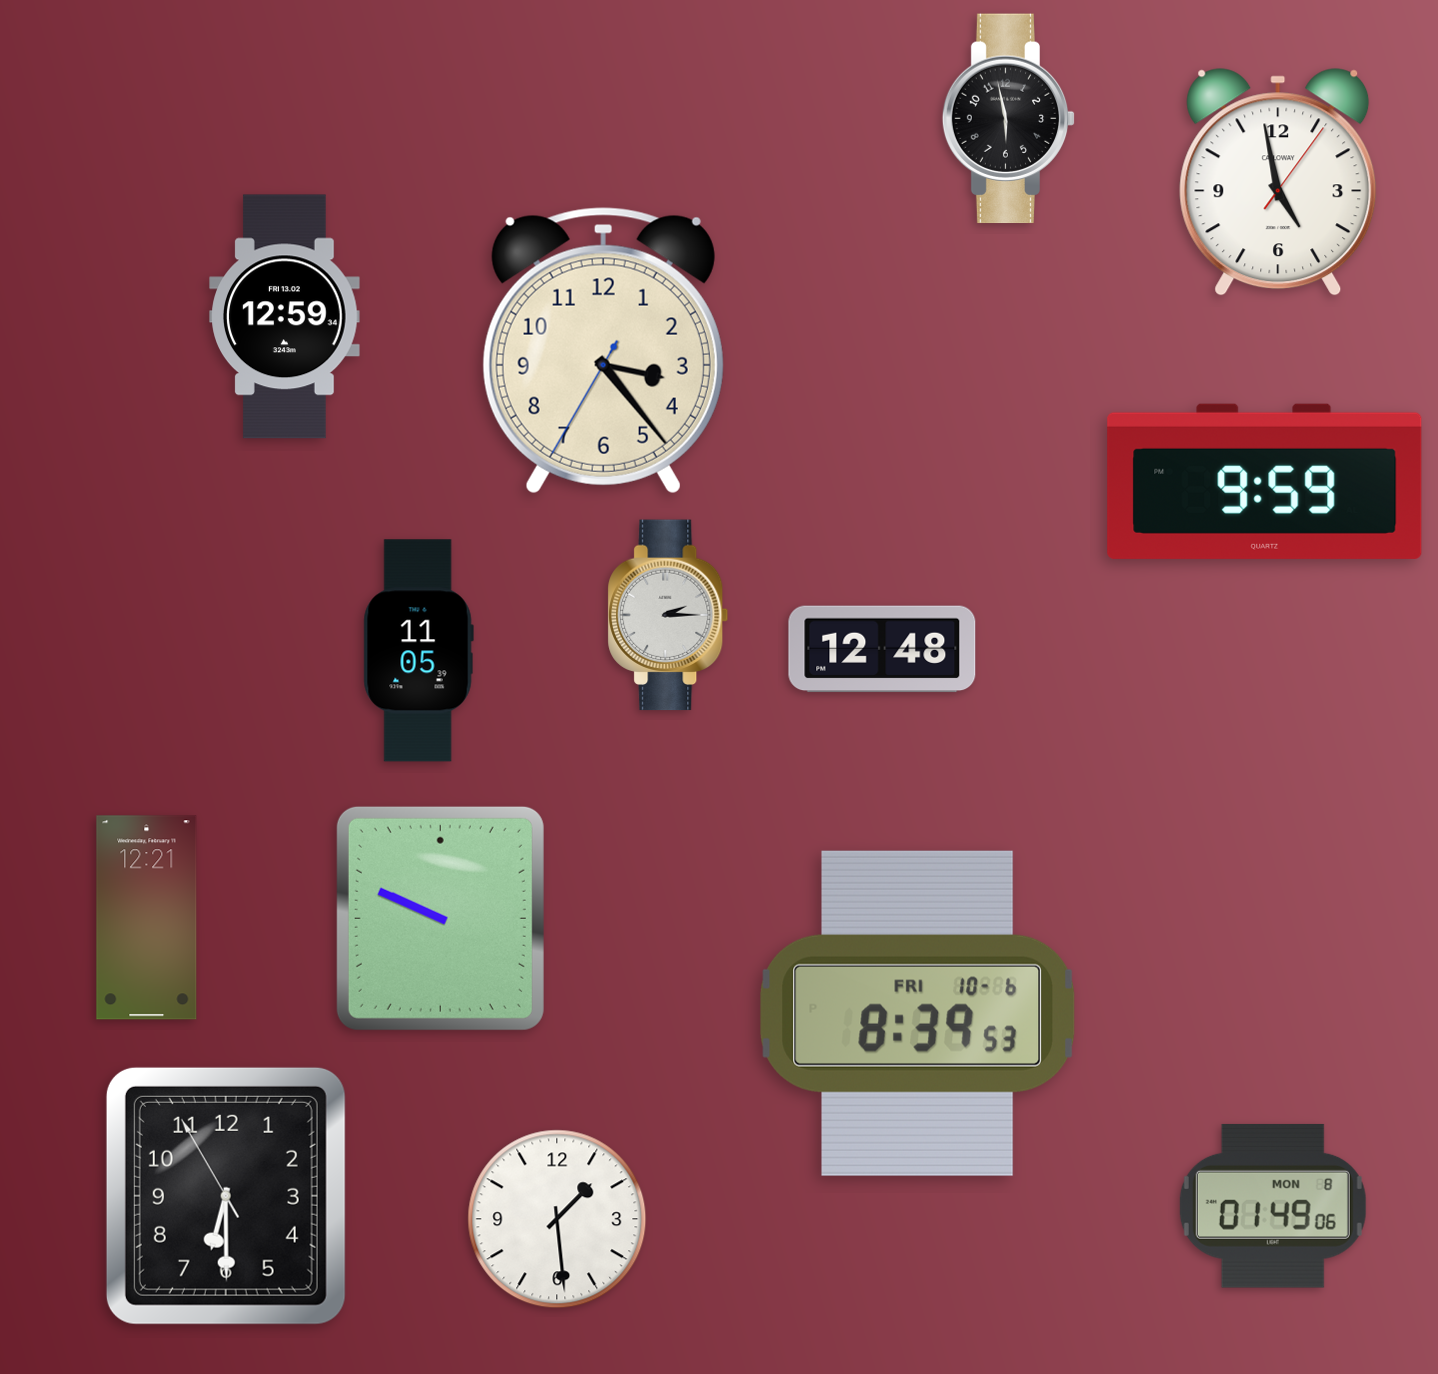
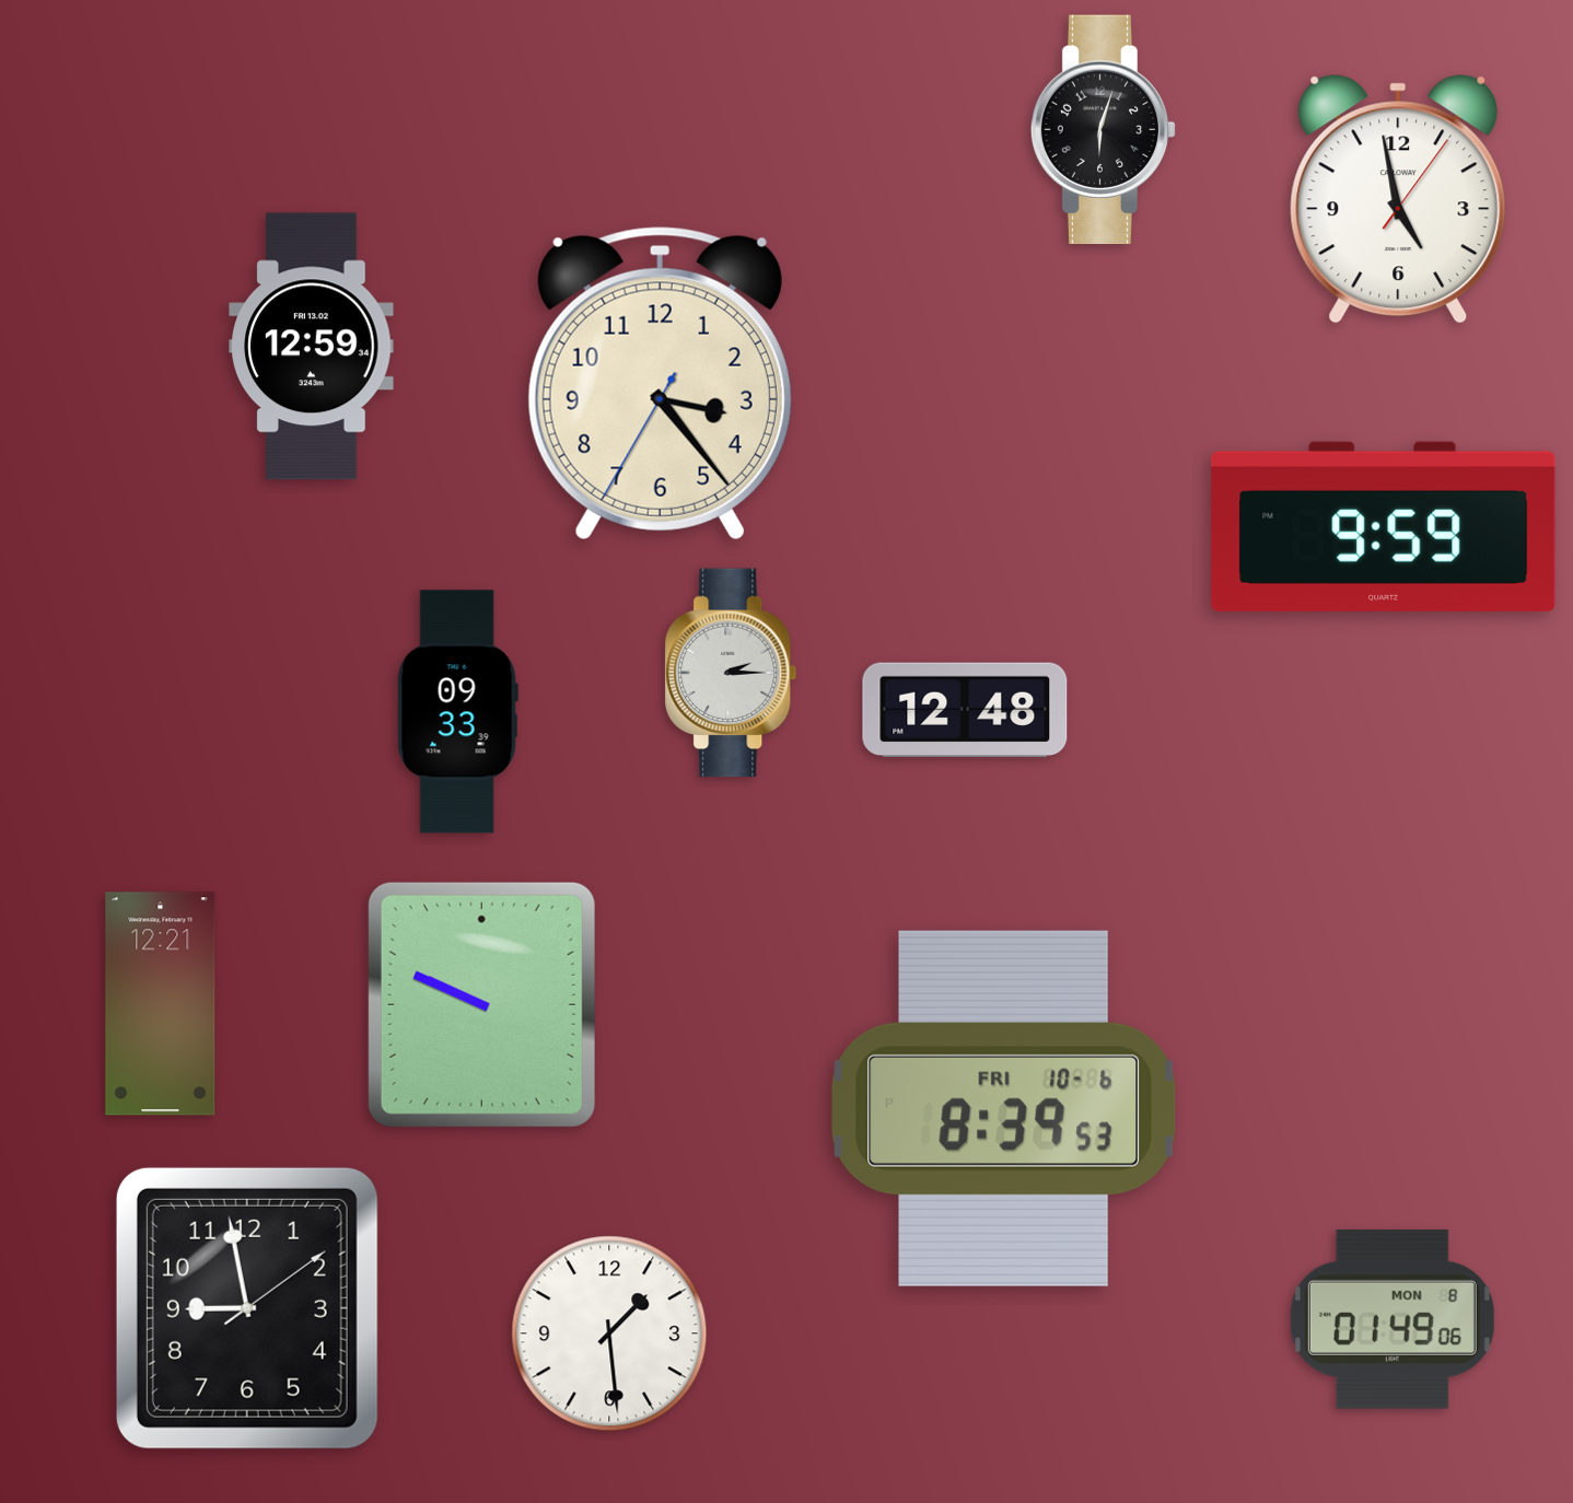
clock at (1009, 119): 5:58 -> 6:03
clock at (418, 651): 11:05 -> 09:33
clock at (226, 1196): 6:29 -> 8:58
